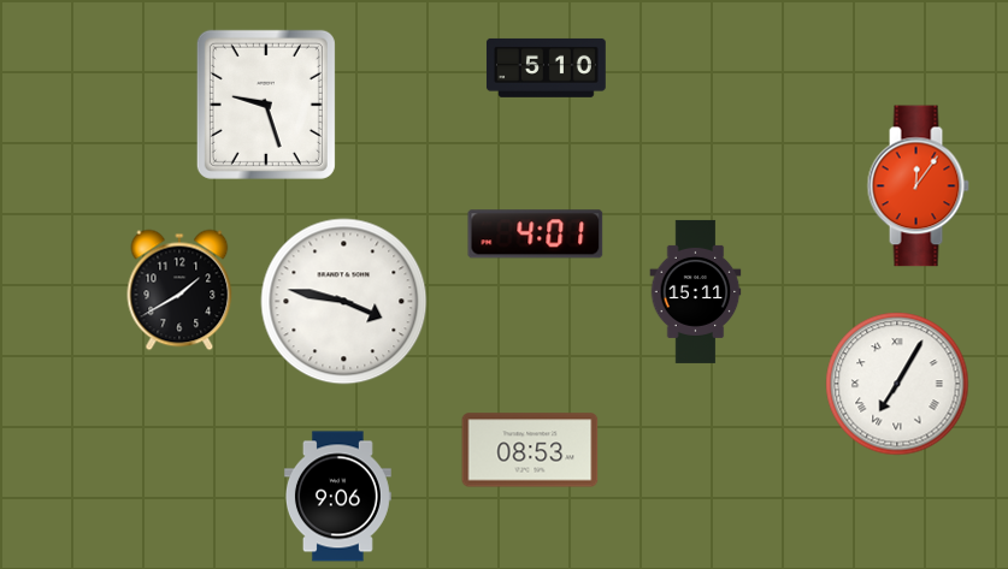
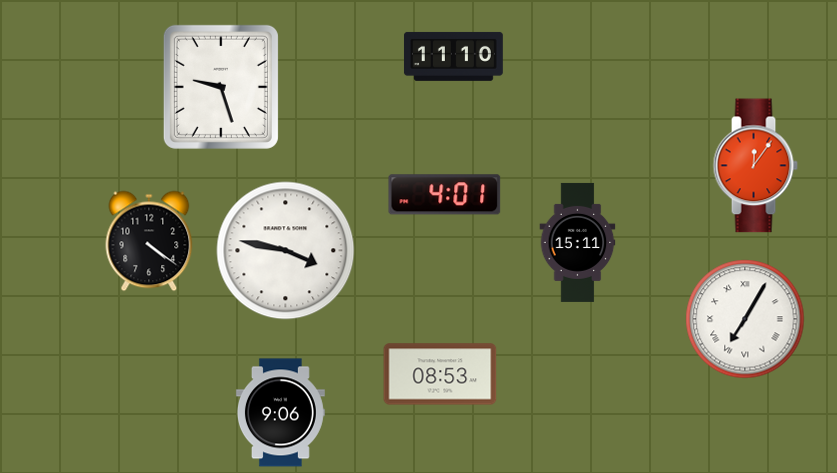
clock at (546, 67): 5:10 -> 11:10
clock at (918, 186) position: (918, 186) -> (755, 166)
clock at (179, 290): 1:40 -> 4:21
